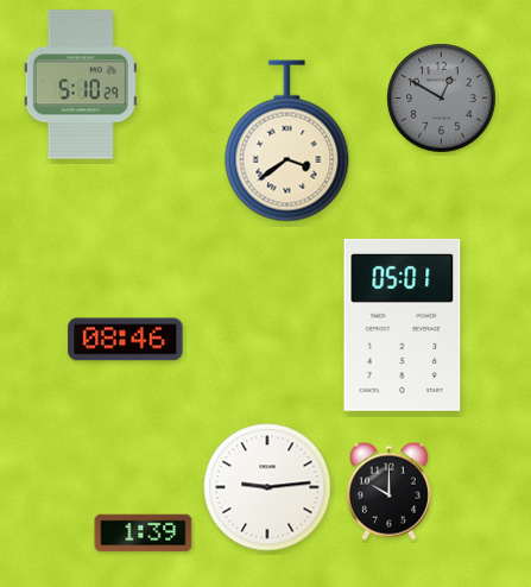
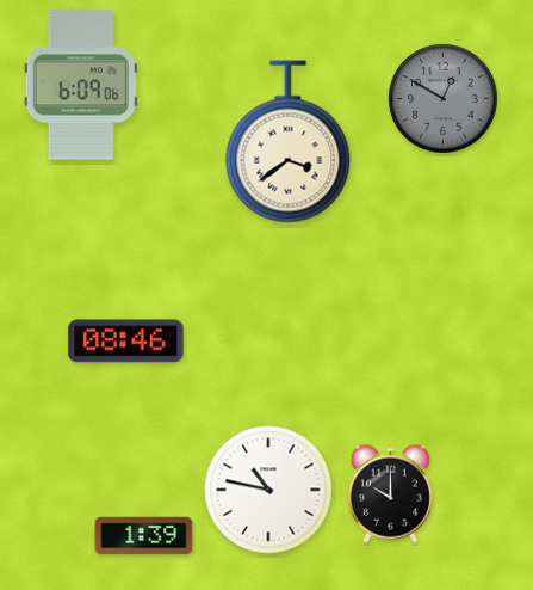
clock at (81, 84): 5:10 -> 6:09
clock at (403, 324): 05:01 -> none
clock at (267, 487): 9:14 -> 10:47
